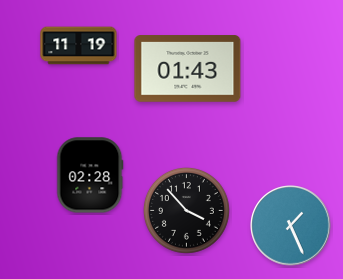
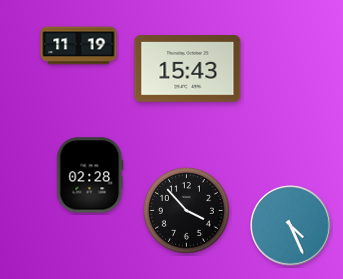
clock at (188, 69): 01:43 -> 15:43
clock at (291, 226): 1:26 -> 4:26
